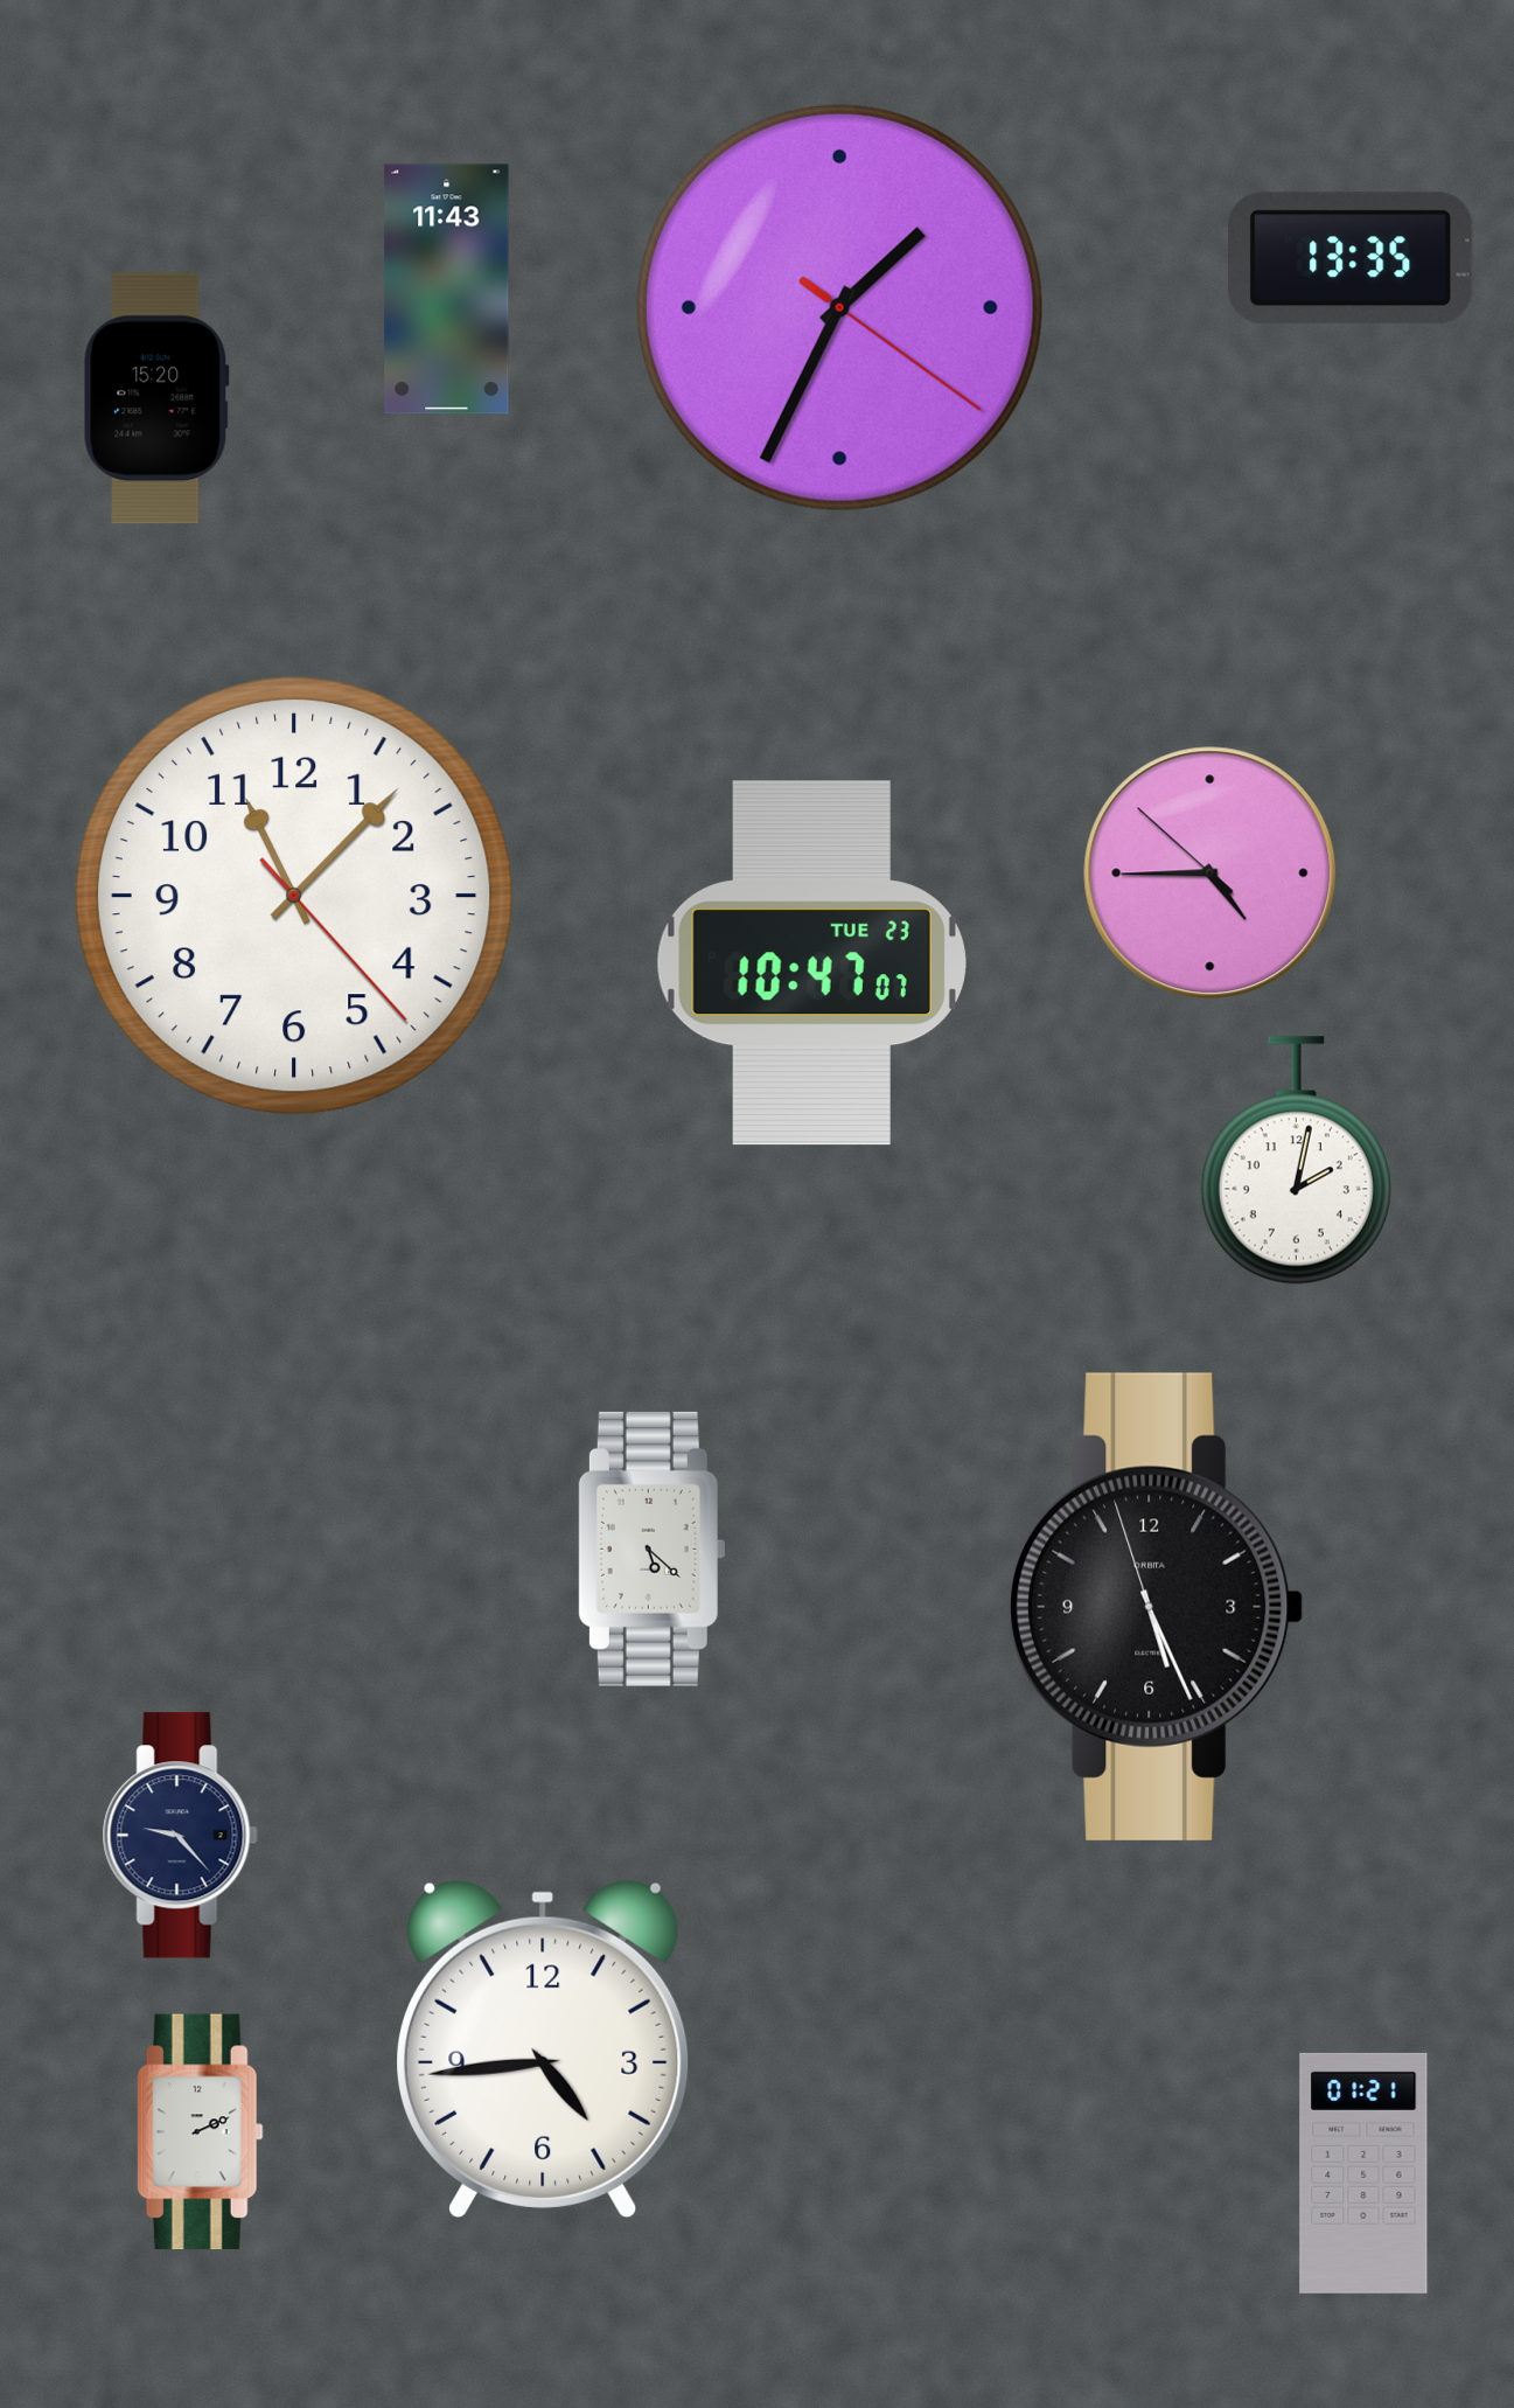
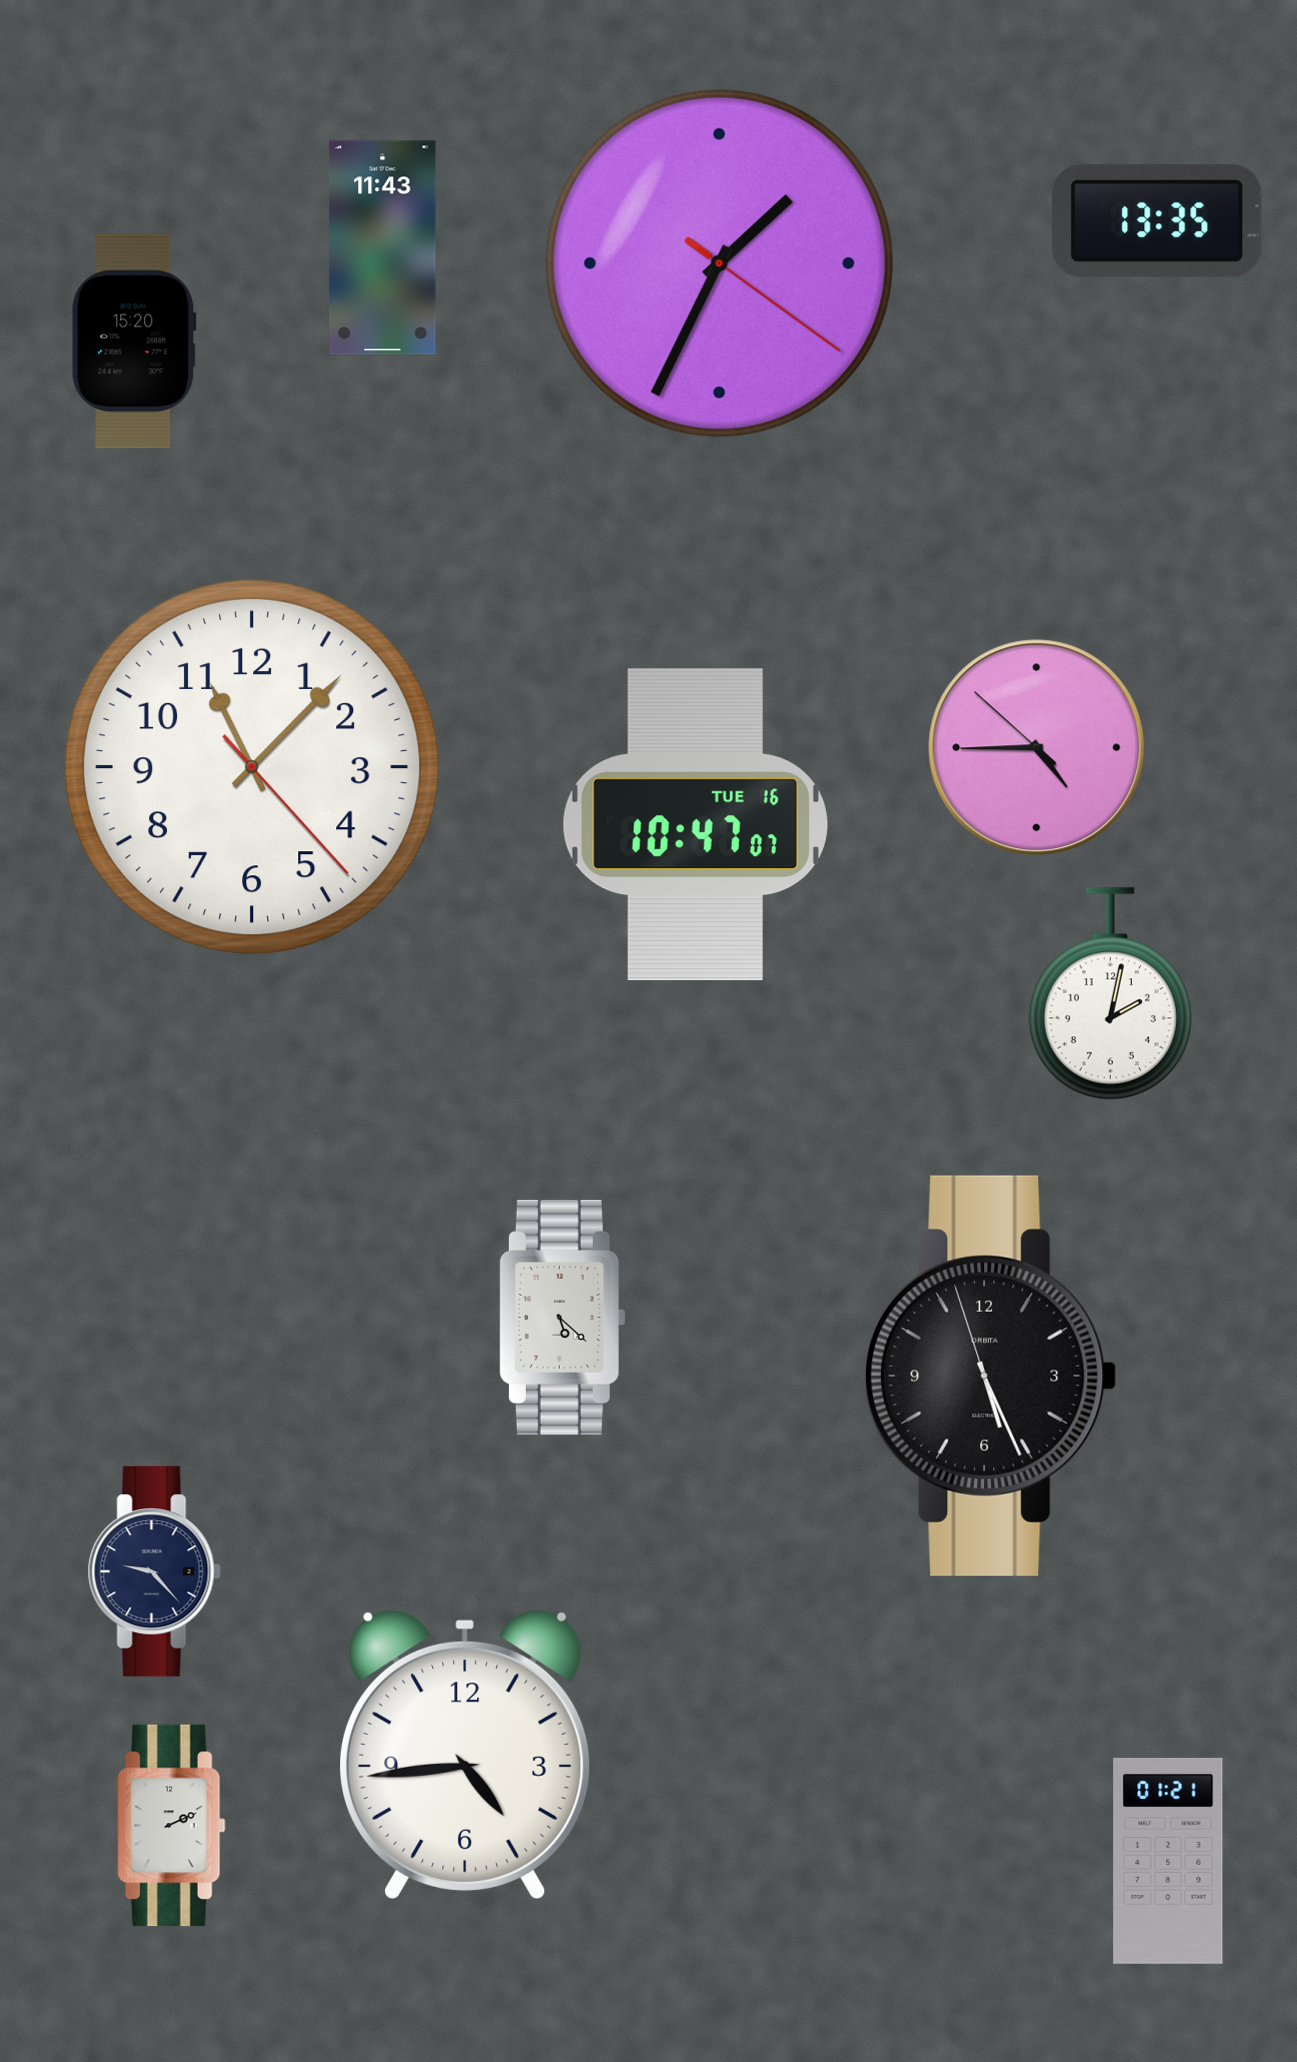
clock at (811, 963) date: TUE 23 -> TUE 16
clock at (651, 1549) position: (651, 1549) -> (562, 1317)
